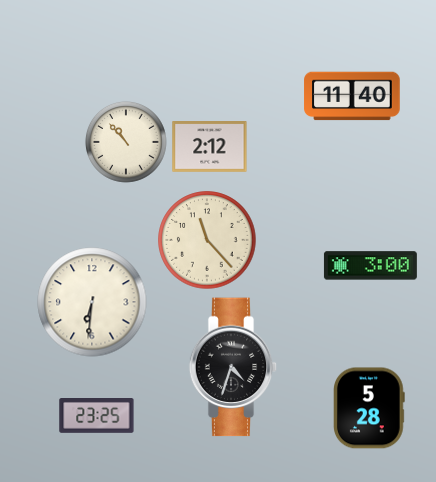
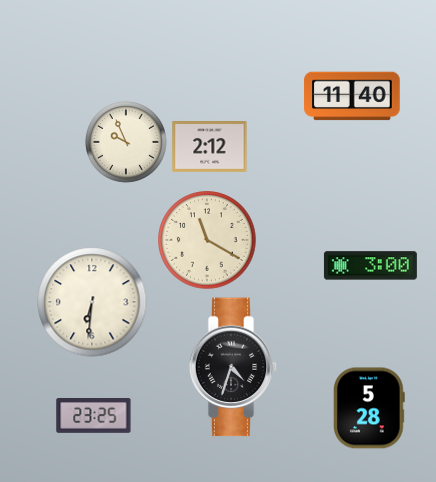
clock at (126, 142): 10:53 -> 9:56
clock at (207, 240): 11:23 -> 11:20
clock at (97, 416) position: (97, 416) -> (94, 416)
